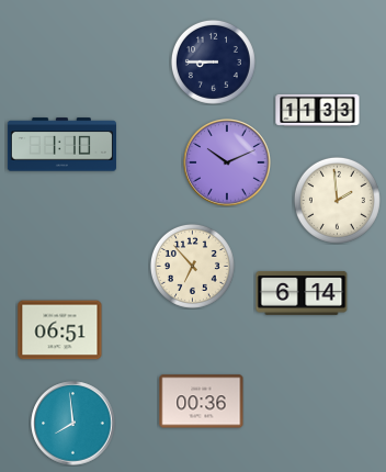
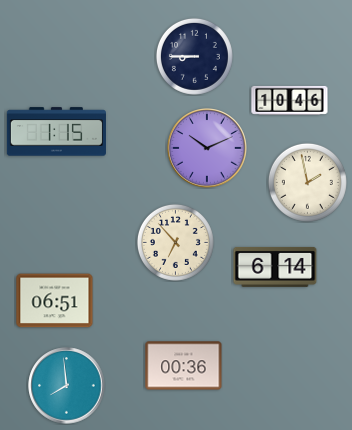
clock at (318, 110): 11:33 -> 10:46
clock at (61, 145): 1:10 -> 1:15
clock at (337, 200): 1:59 -> 1:58
